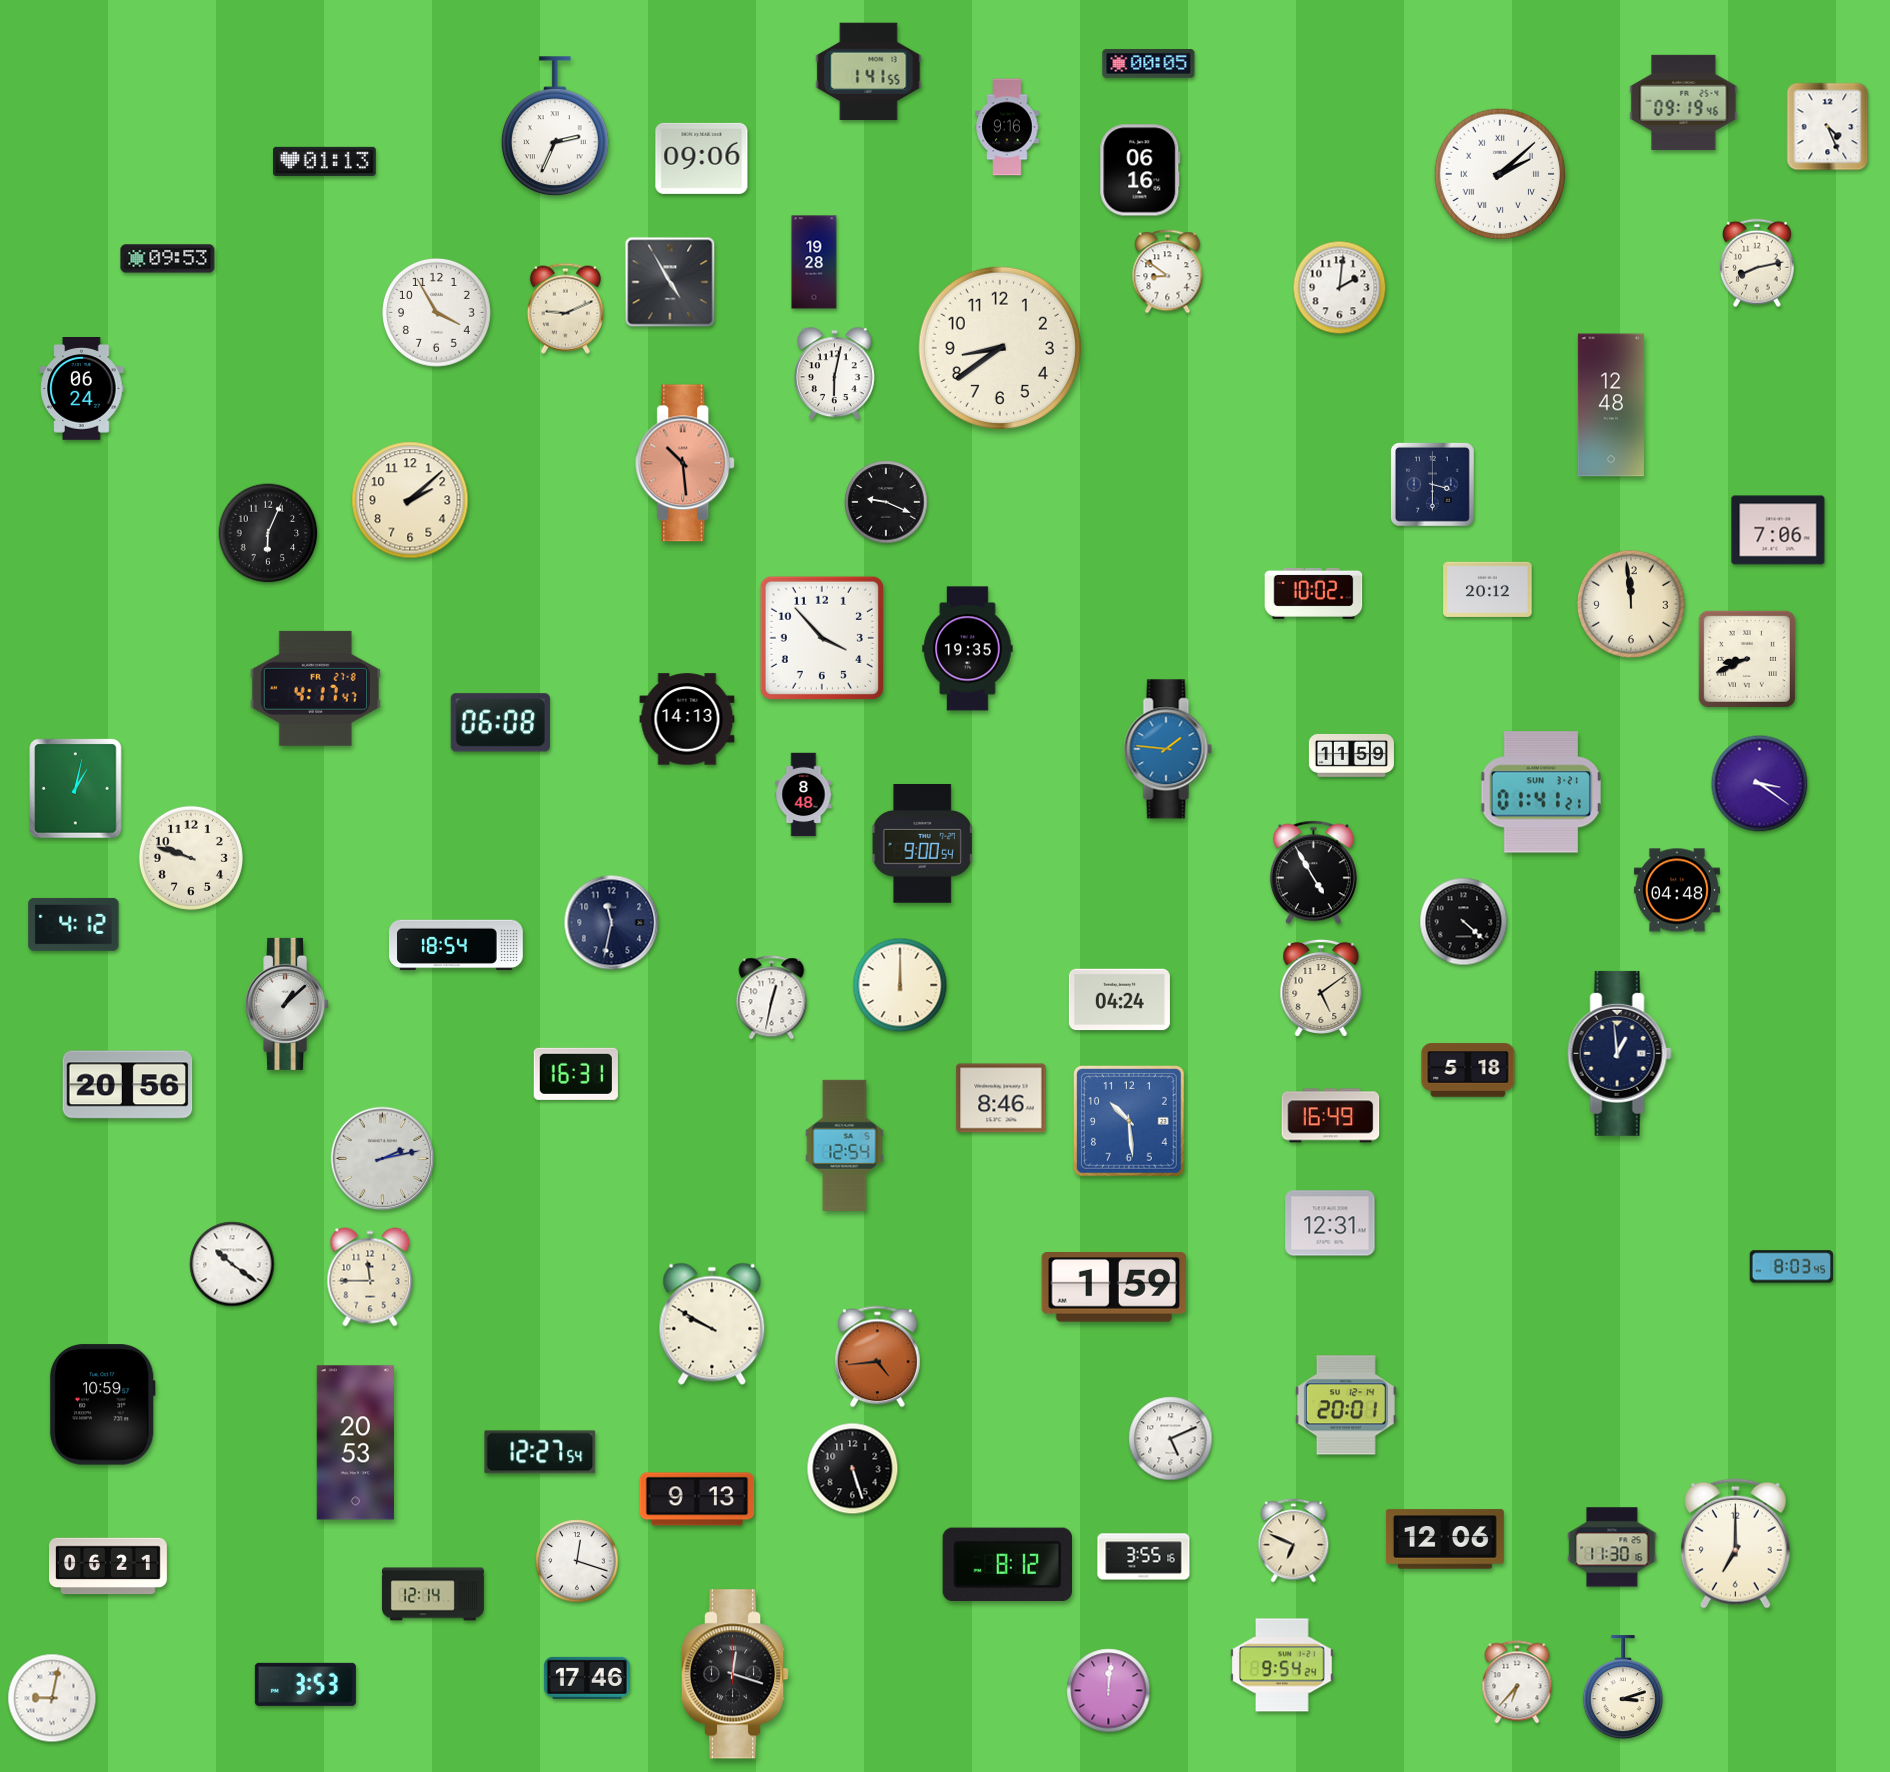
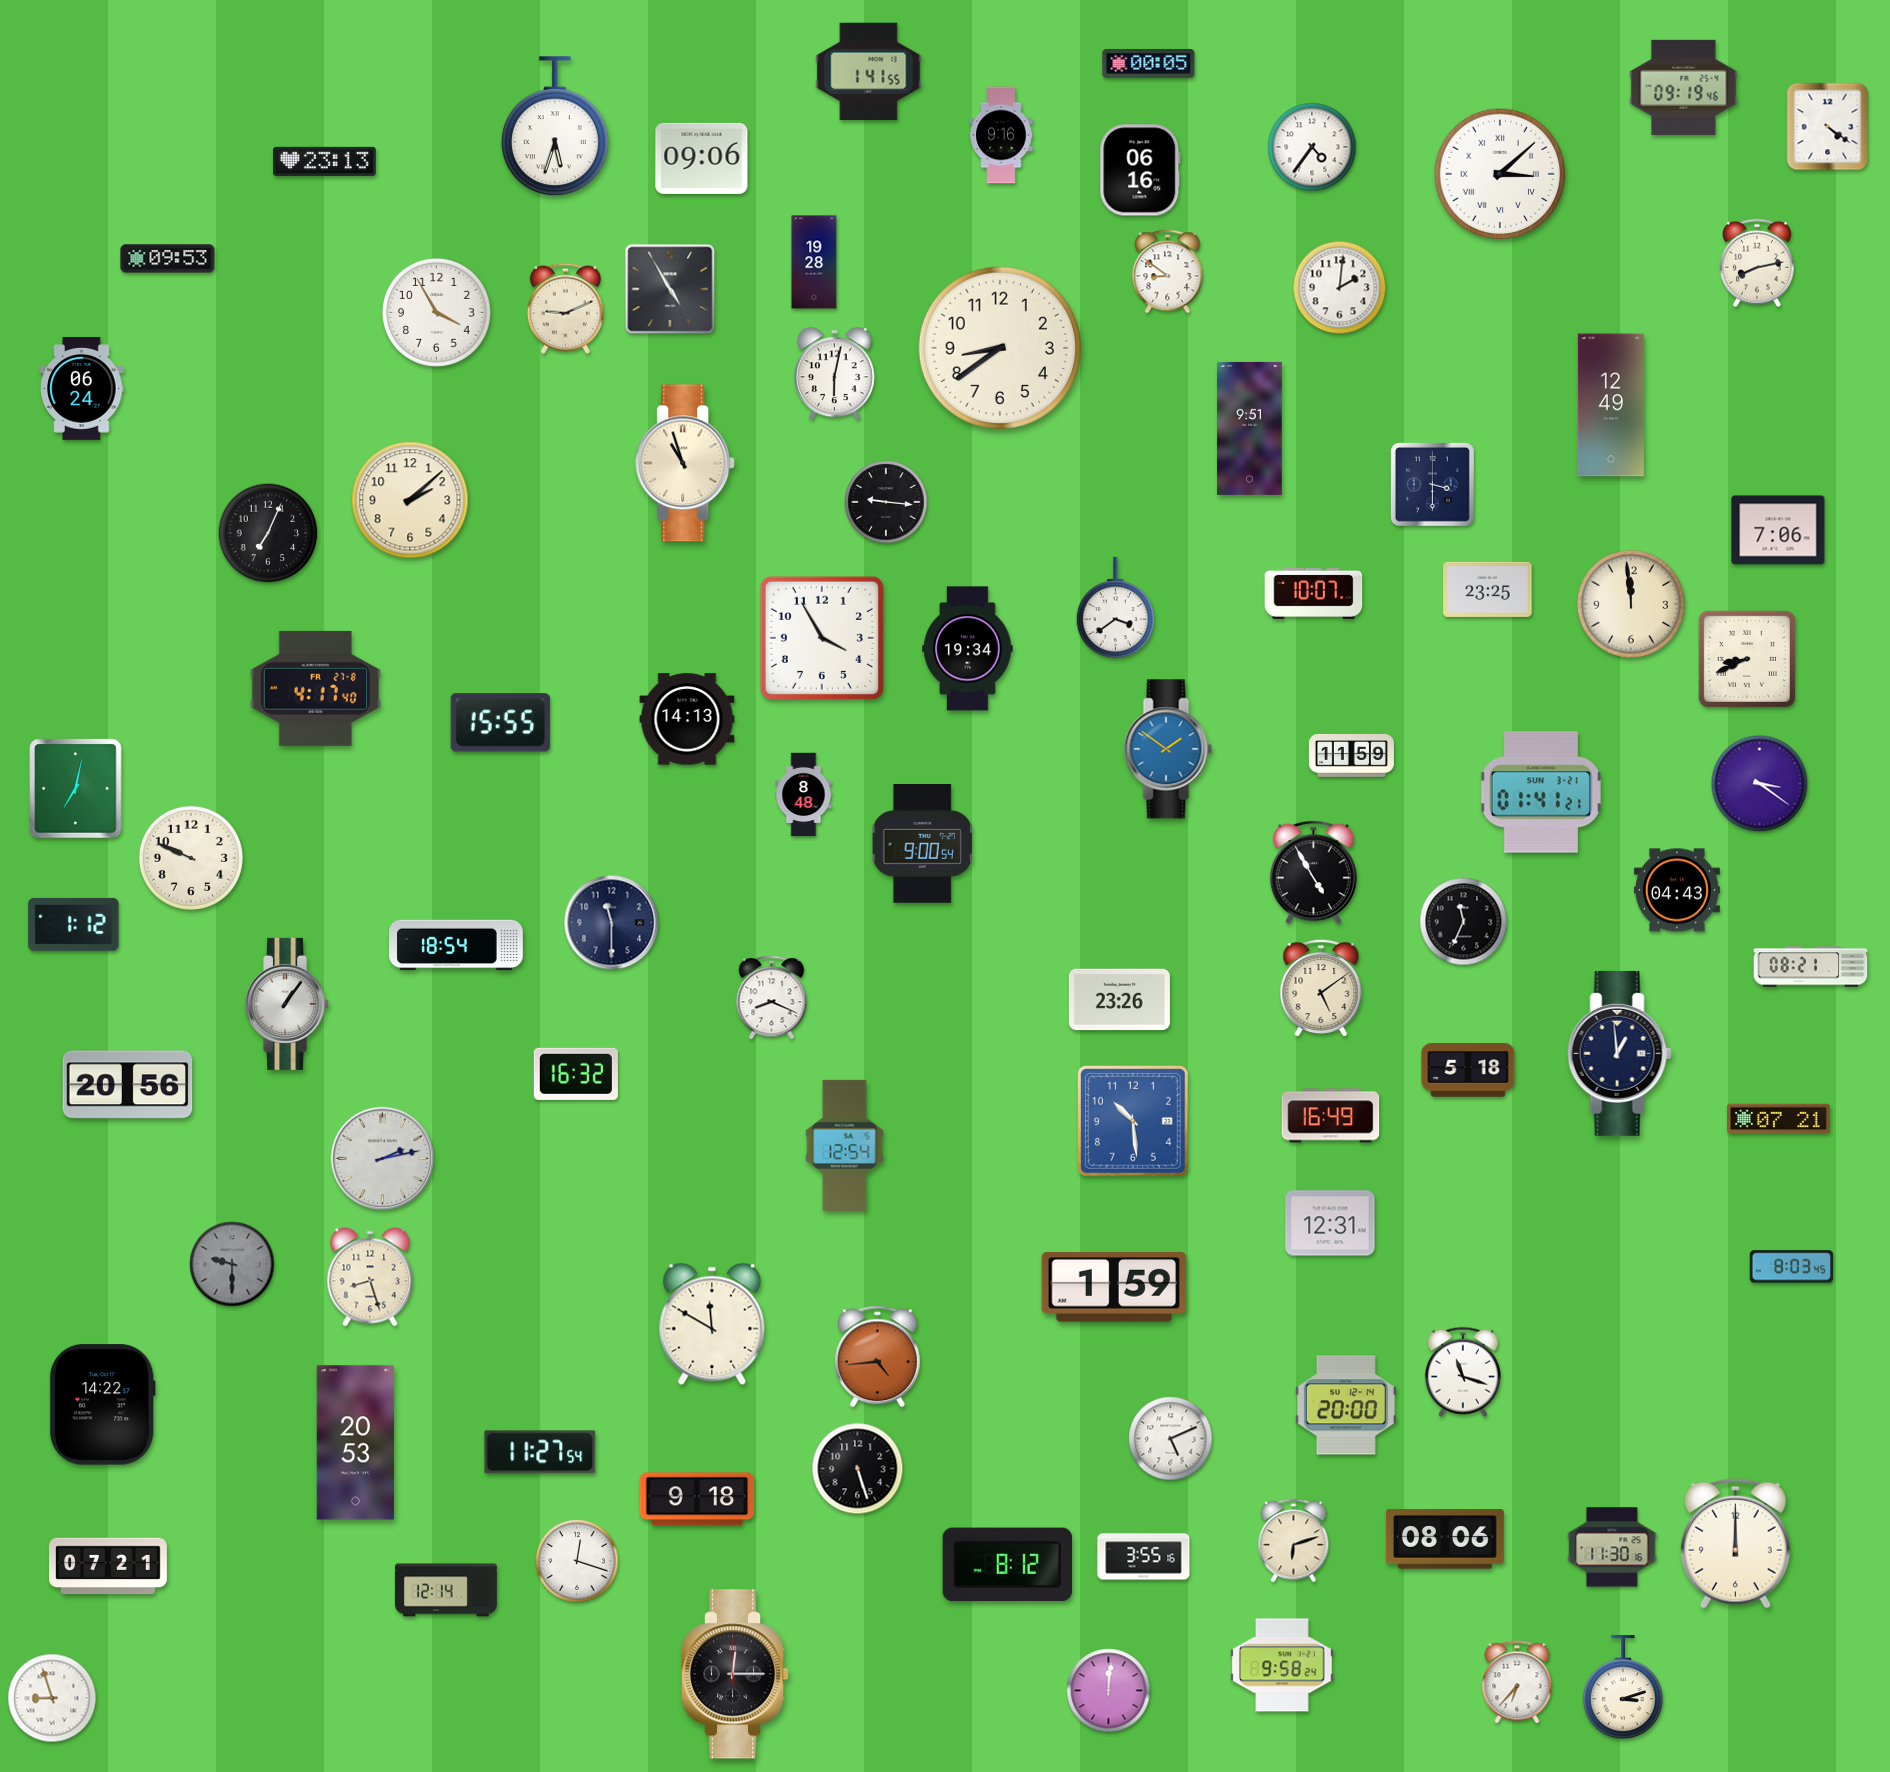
clock at (1684, 102) position: (1684, 102) -> (1684, 87)
clock at (555, 127): 2:34 -> 5:33
clock at (1007, 127) position: (1007, 127) -> (1001, 135)
clock at (1828, 127): 4:26 -> 4:21
clock at (1312, 147): none -> 4:36
clock at (325, 161): 01:13 -> 23:13
clock at (1500, 174): 2:08 -> 3:08
clock at (670, 282) position: (670, 282) -> (670, 289)
clock at (1611, 405): 12:48 -> 12:49
clock at (1250, 428): none -> 9:51
clock at (686, 463): 10:29 -> 10:57
clock at (686, 463) dial: salmon -> cream
clock at (886, 502): 9:19 -> 9:16
clock at (268, 533): 6:04 -> 7:04
clock at (1488, 589): 20:12 -> 23:25
clock at (1314, 593): 10:02 -> 10:07
clock at (1115, 608): none -> 3:39
clock at (822, 638): 3:53 -> 3:55
clock at (968, 649): 19:35 -> 19:34
clock at (315, 688): 4:17:47 -> 4:17:40
clock at (500, 723): 06:08 -> 15:55
clock at (1168, 749): 1:46 -> 1:51
clock at (76, 789): 1:02 -> 7:02
clock at (191, 858): 9:48 -> 9:49
clock at (1677, 890): 04:48 -> 04:43
clock at (1464, 922): 4:22 -> 11:34
clock at (612, 923): 11:32 -> 11:30
clock at (74, 924): 4:12 -> 1:12
clock at (1811, 967): none -> 08:21
clock at (900, 985): 12:00 -> none
clock at (772, 998): 12:32 -> 8:19
clock at (1119, 1000): 04:24 -> 23:26
clock at (288, 1004): 1:08 -> 1:06
clock at (576, 1074): 16:31 -> 16:32
clock at (1001, 1098): 8:46 -> none
clock at (1779, 1119): none -> 07:21
clock at (1130, 1122) position: (1130, 1122) -> (1134, 1122)
clock at (232, 1264): 10:21 -> 9:30
clock at (232, 1264) dial: white -> grey
clock at (370, 1277): 11:45 -> 8:27
clock at (712, 1324): 9:50 -> 11:50
clock at (1463, 1372): none -> 11:18
clock at (102, 1405): 10:59 -> 14:22
clock at (1346, 1405): 20:01 -> 20:00
clock at (540, 1452): 12:27 -> 11:27
clock at (853, 1469) position: (853, 1469) -> (858, 1469)
clock at (697, 1499): 9:13 -> 9:18
clock at (1445, 1539): 12:06 -> 08:06
clock at (1294, 1541): 6:49 -> 6:12
clock at (1735, 1543): 7:00 -> 12:00
clock at (109, 1566): 06:21 -> 07:21
clock at (433, 1594) position: (433, 1594) -> (446, 1590)
clock at (1282, 1665): 9:54 -> 9:58
clock at (735, 1674): 12:18 -> 12:15
clock at (587, 1678): 17:46 -> none
clock at (305, 1684): 3:53 -> none
clock at (52, 1698): 9:02 -> 8:57
